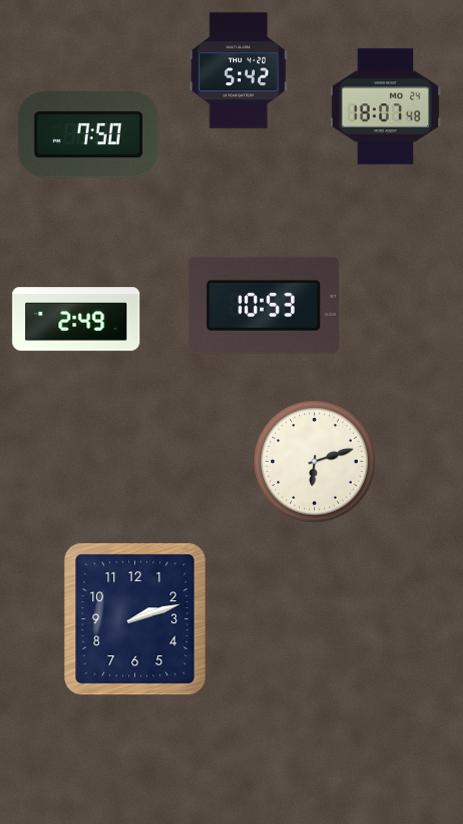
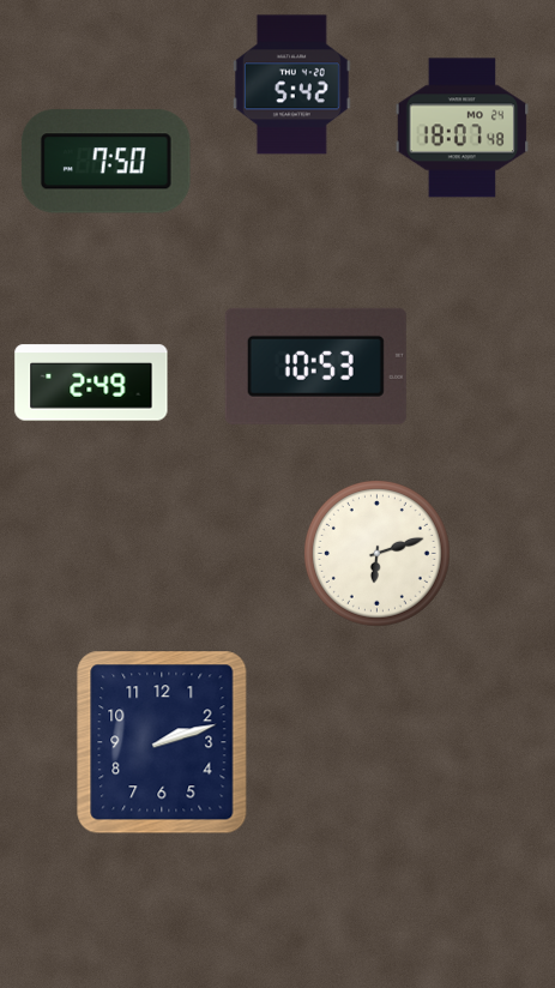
clock at (238, 71) position: (238, 71) -> (291, 85)
